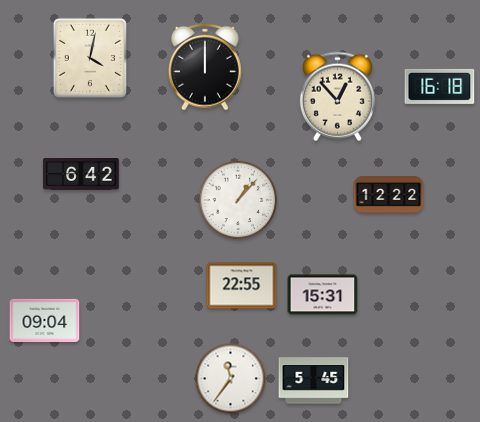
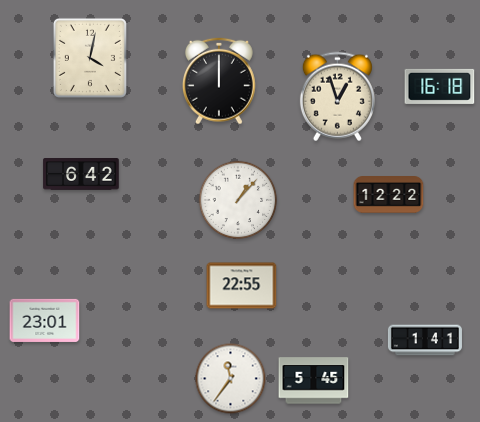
clock at (205, 67) position: (205, 67) -> (219, 81)
clock at (337, 97): 12:53 -> 12:57
clock at (323, 295): 15:31 -> none
clock at (45, 320): 09:04 -> 23:01
clock at (425, 340): none -> 1:41
